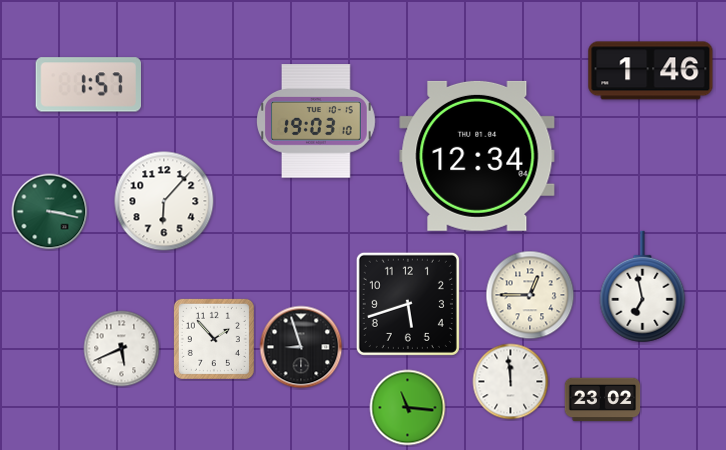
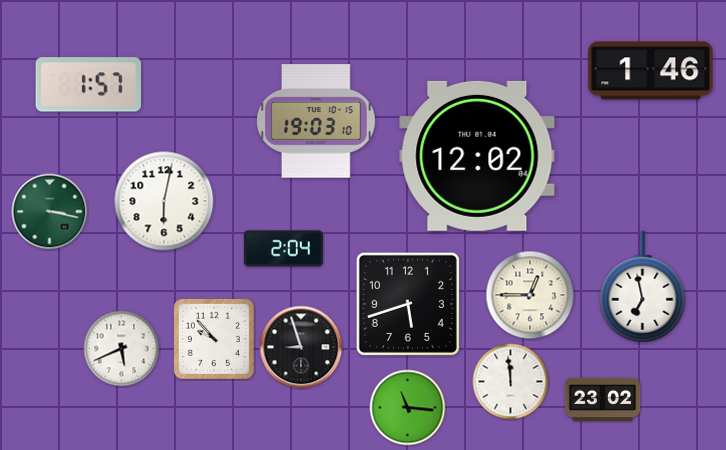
clock at (477, 156): 12:34 -> 12:02
clock at (164, 201): 6:07 -> 6:02
clock at (283, 249): none -> 2:04
clock at (214, 339): 1:53 -> 9:53
